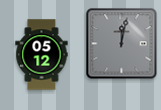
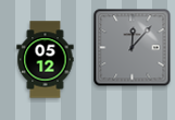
clock at (122, 44): 12:02 -> 12:07
